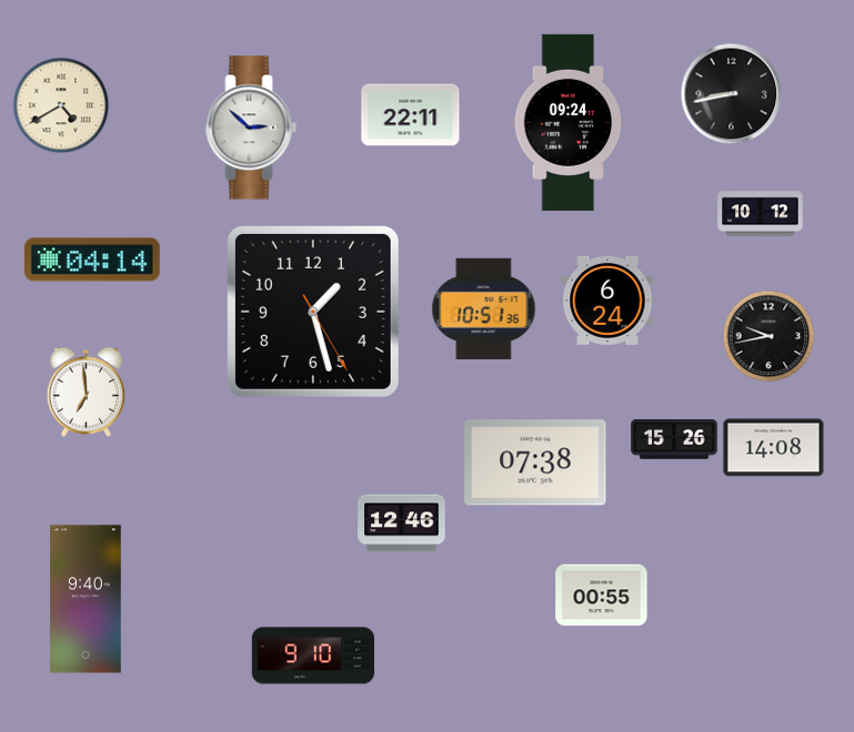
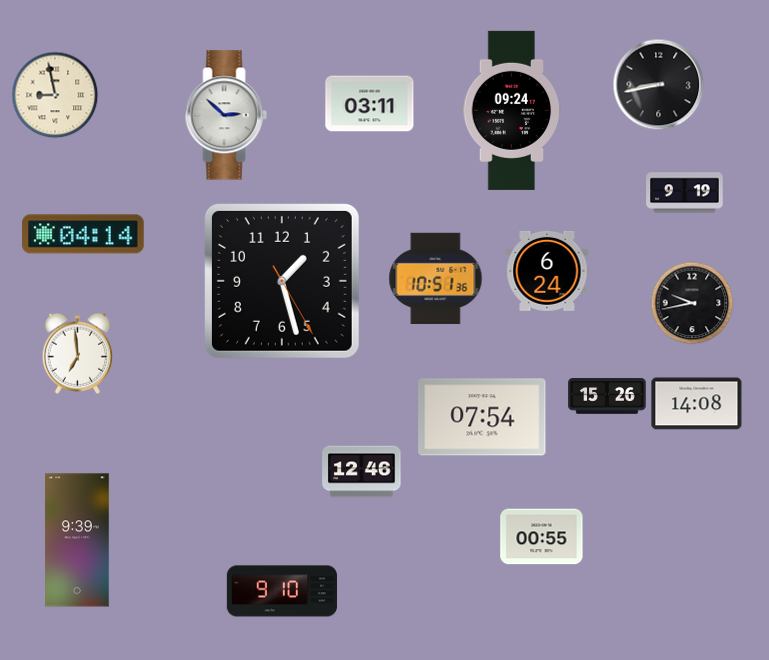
clock at (61, 105): 4:40 -> 8:58
clock at (411, 115): 22:11 -> 03:11
clock at (761, 214): 10:12 -> 9:19
clock at (535, 462): 07:38 -> 07:54
clock at (86, 599): 9:40 -> 9:39
